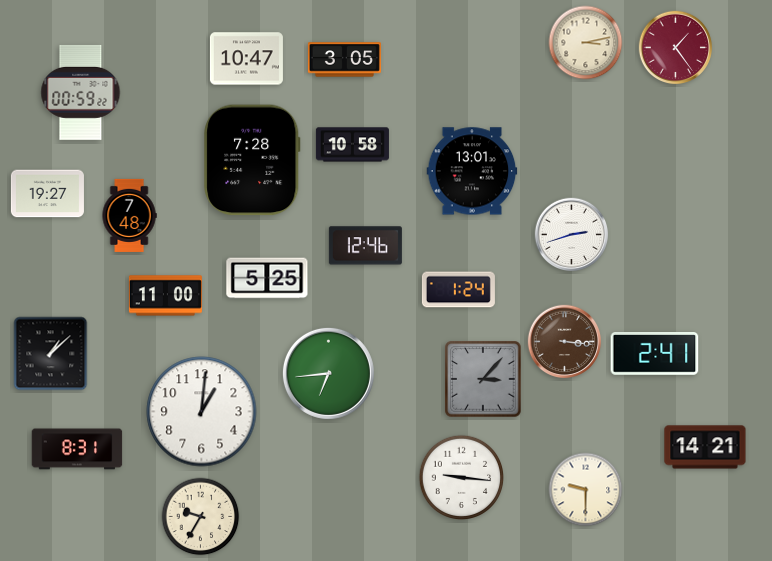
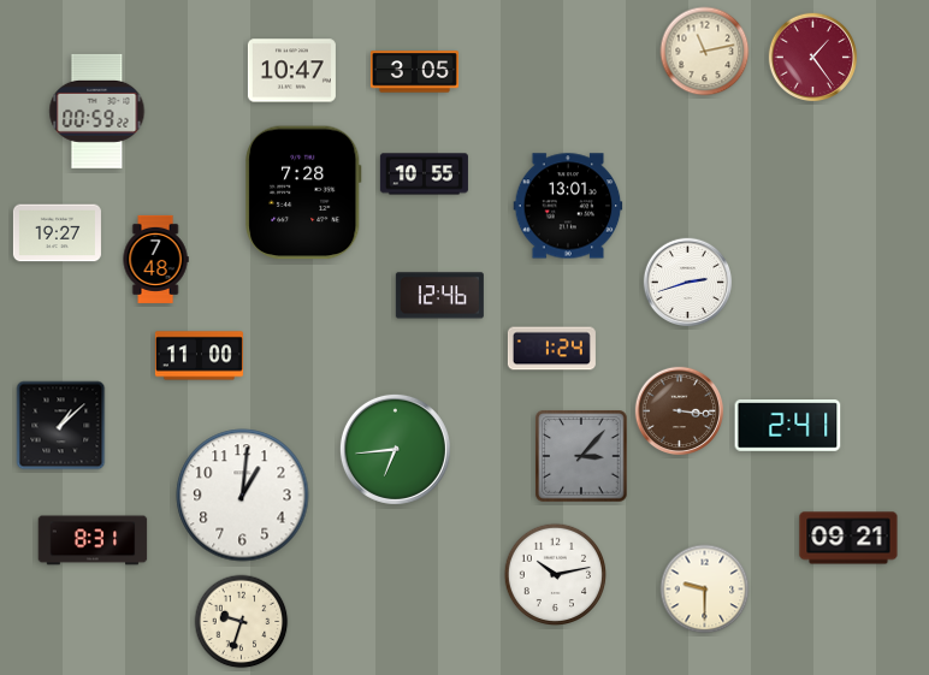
clock at (586, 43): 3:13 -> 11:13
clock at (246, 59) position: (246, 59) -> (291, 71)
clock at (352, 145): 10:58 -> 10:55
clock at (267, 278): 5:25 -> none
clock at (705, 447): 14:21 -> 09:21
clock at (461, 477): 9:16 -> 10:13
clock at (201, 517): 9:35 -> 9:33
